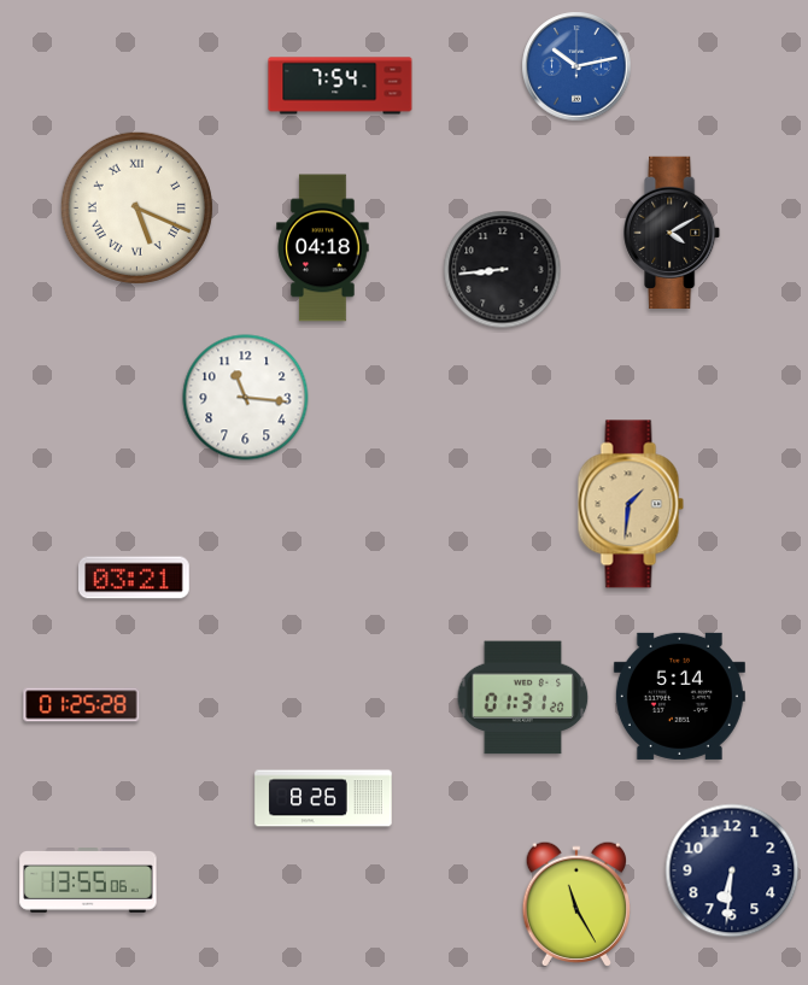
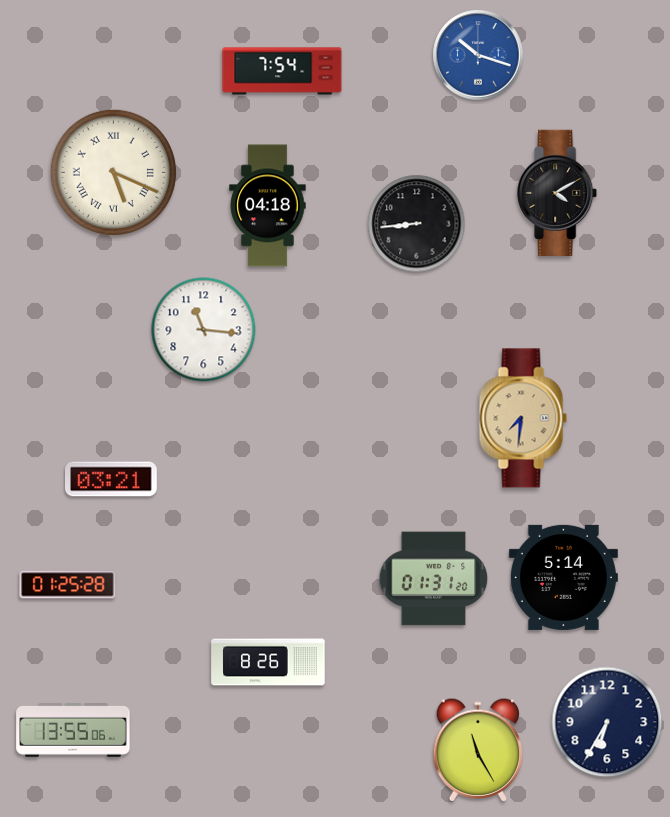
clock at (576, 66): 10:13 -> 10:18
clock at (631, 504): 1:31 -> 7:31
clock at (732, 870): 6:31 -> 6:35
